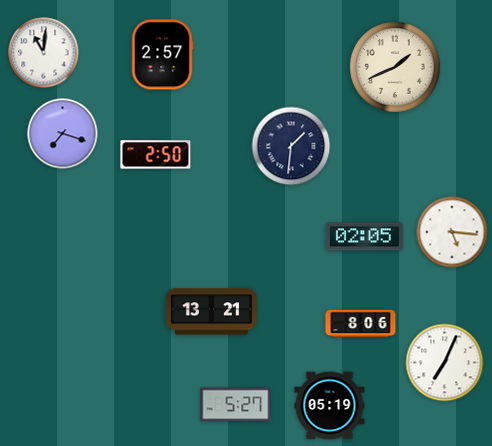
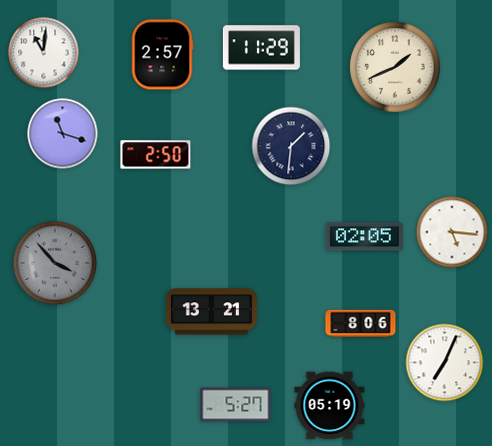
clock at (261, 48): none -> 11:29
clock at (63, 134): 7:18 -> 11:18
clock at (55, 263): none -> 3:53
